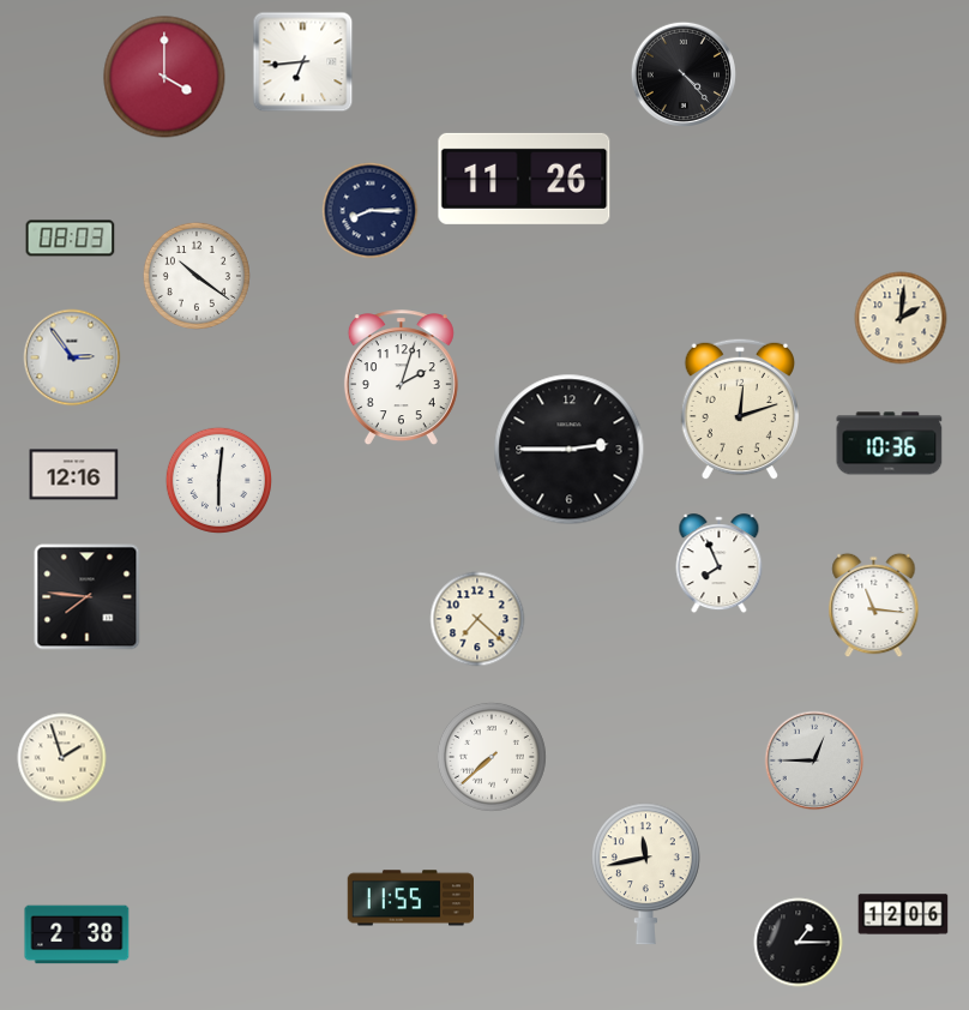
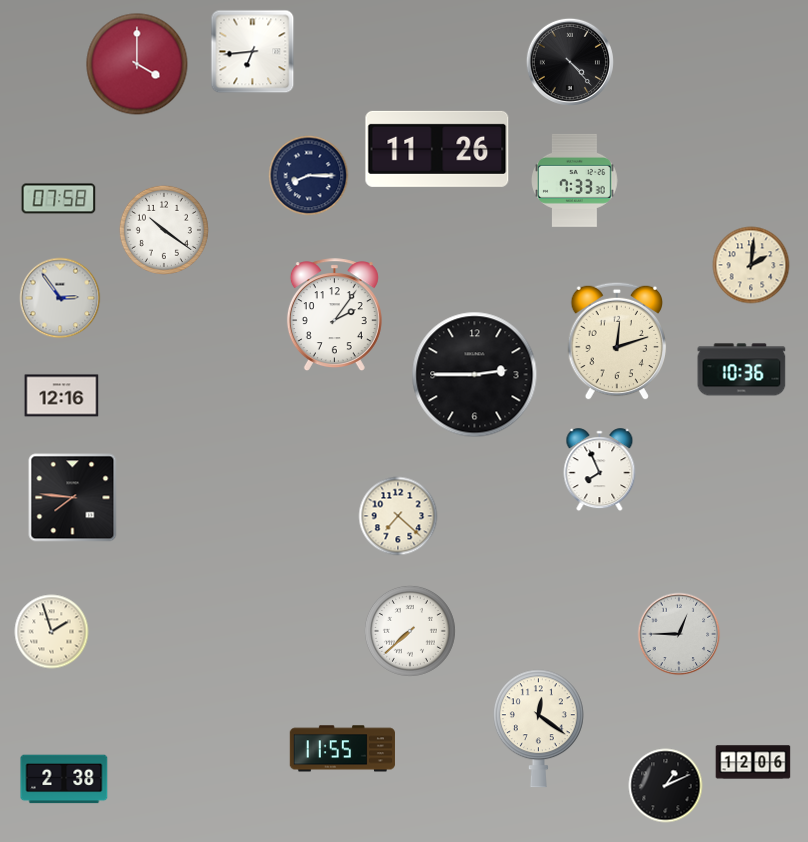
clock at (575, 180): none -> 7:33
clock at (71, 239): 08:03 -> 07:58
clock at (401, 378): 2:03 -> 2:06
clock at (218, 480): 6:01 -> none
clock at (874, 606): 11:16 -> none
clock at (645, 874): 11:43 -> 12:21
clock at (799, 943): 1:15 -> 1:11
